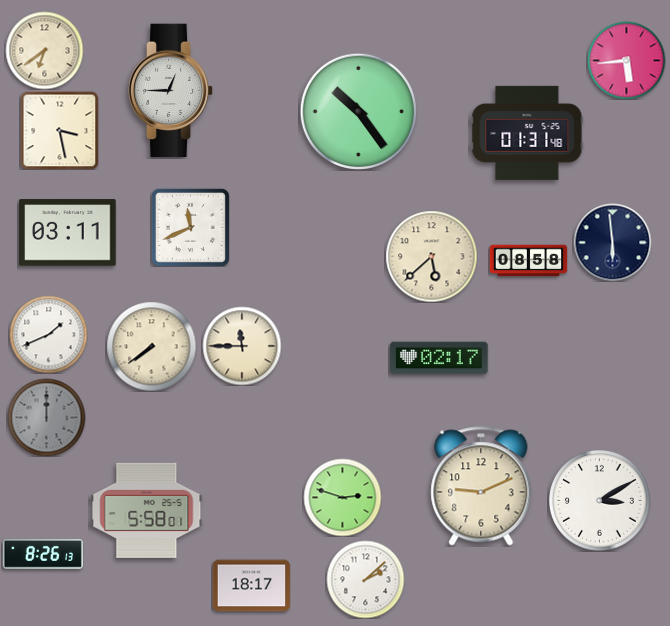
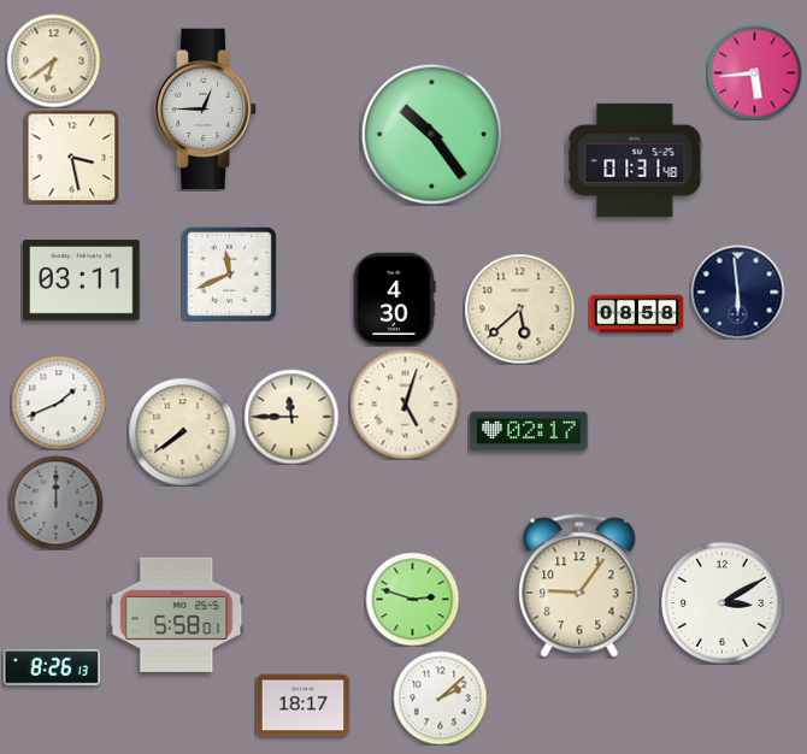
clock at (395, 299): none -> 4:30
clock at (405, 403): none -> 5:03
clock at (151, 346) position: (151, 346) -> (182, 431)
clock at (481, 486): 9:11 -> 9:06
